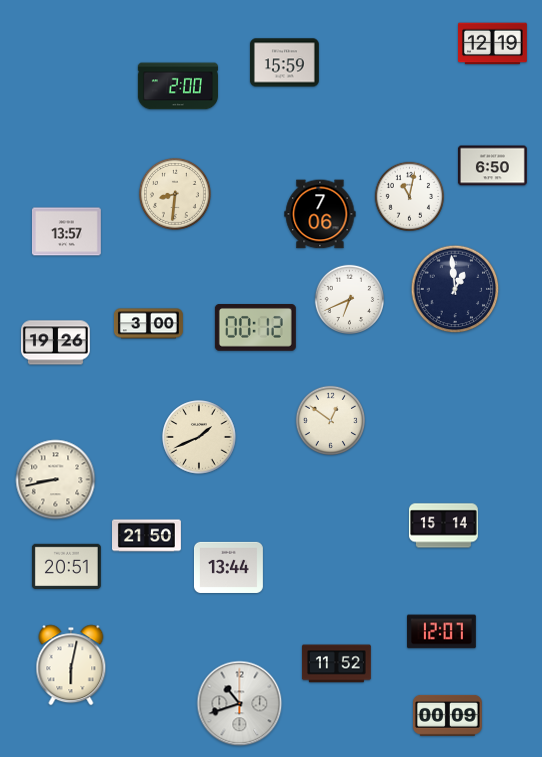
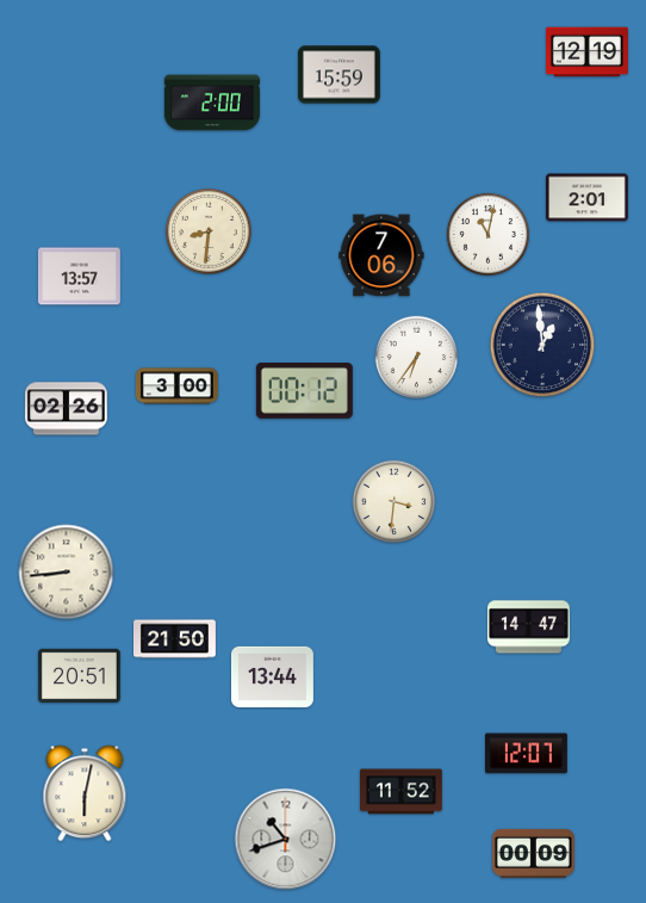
clock at (492, 166): 6:50 -> 2:01
clock at (349, 299): 6:41 -> 6:36
clock at (55, 343): 19:26 -> 02:26
clock at (330, 420): 12:51 -> 3:31
clock at (199, 437): 1:41 -> none
clock at (56, 480): 8:43 -> 8:44
clock at (443, 526): 15:14 -> 14:47
